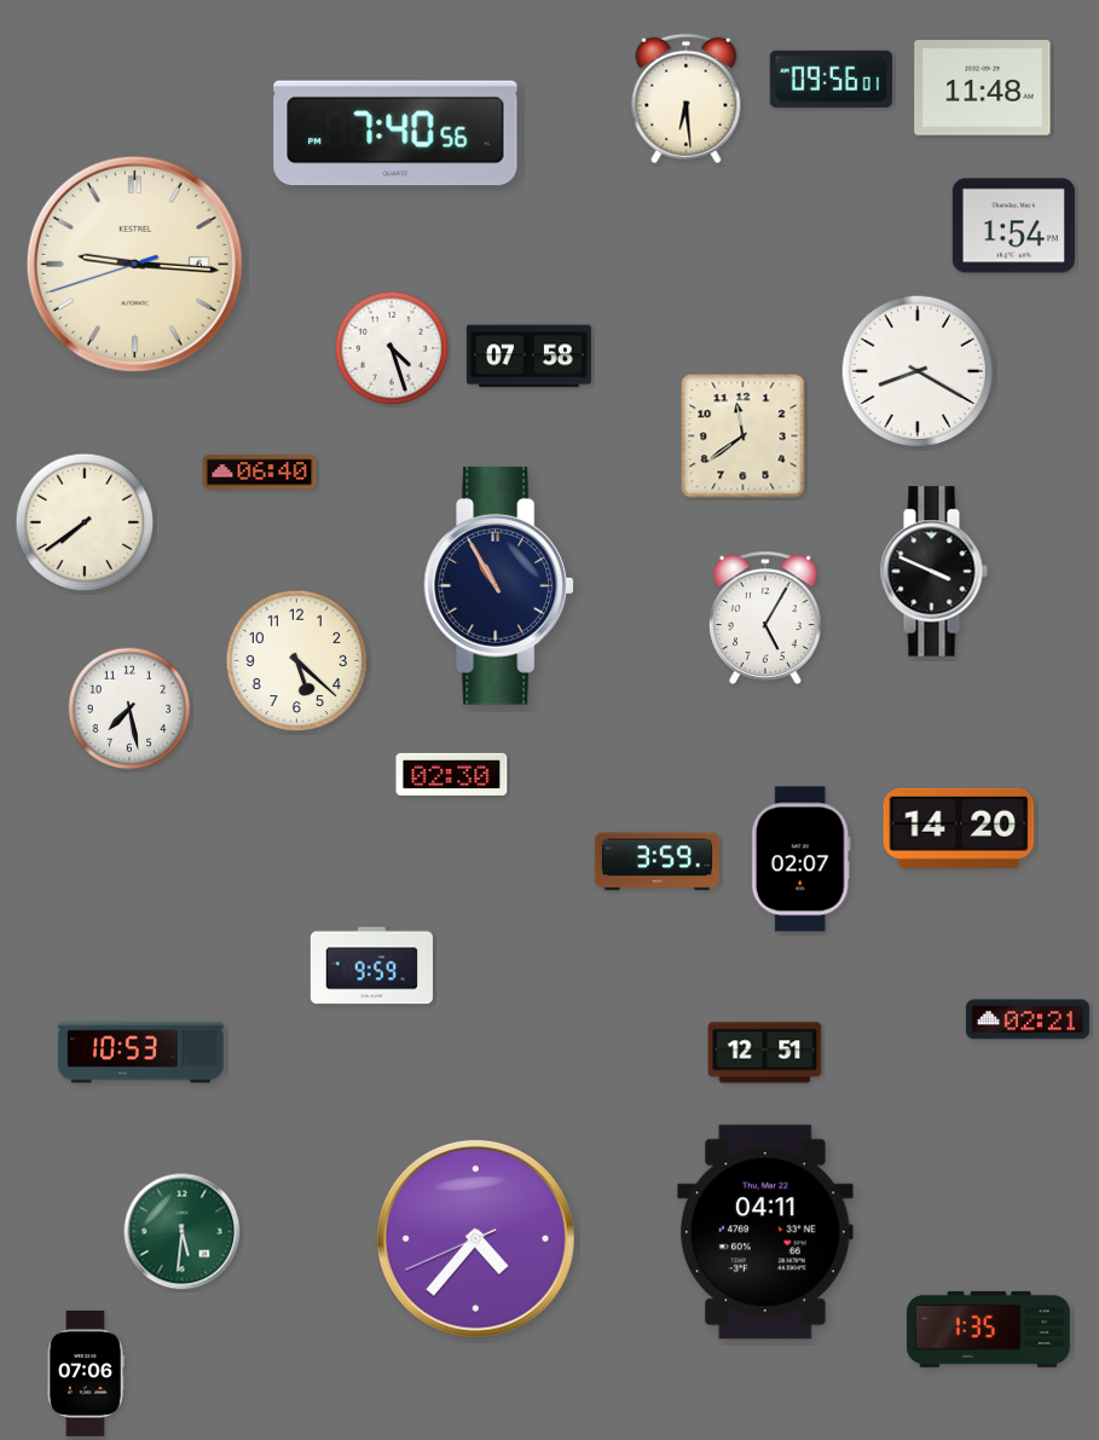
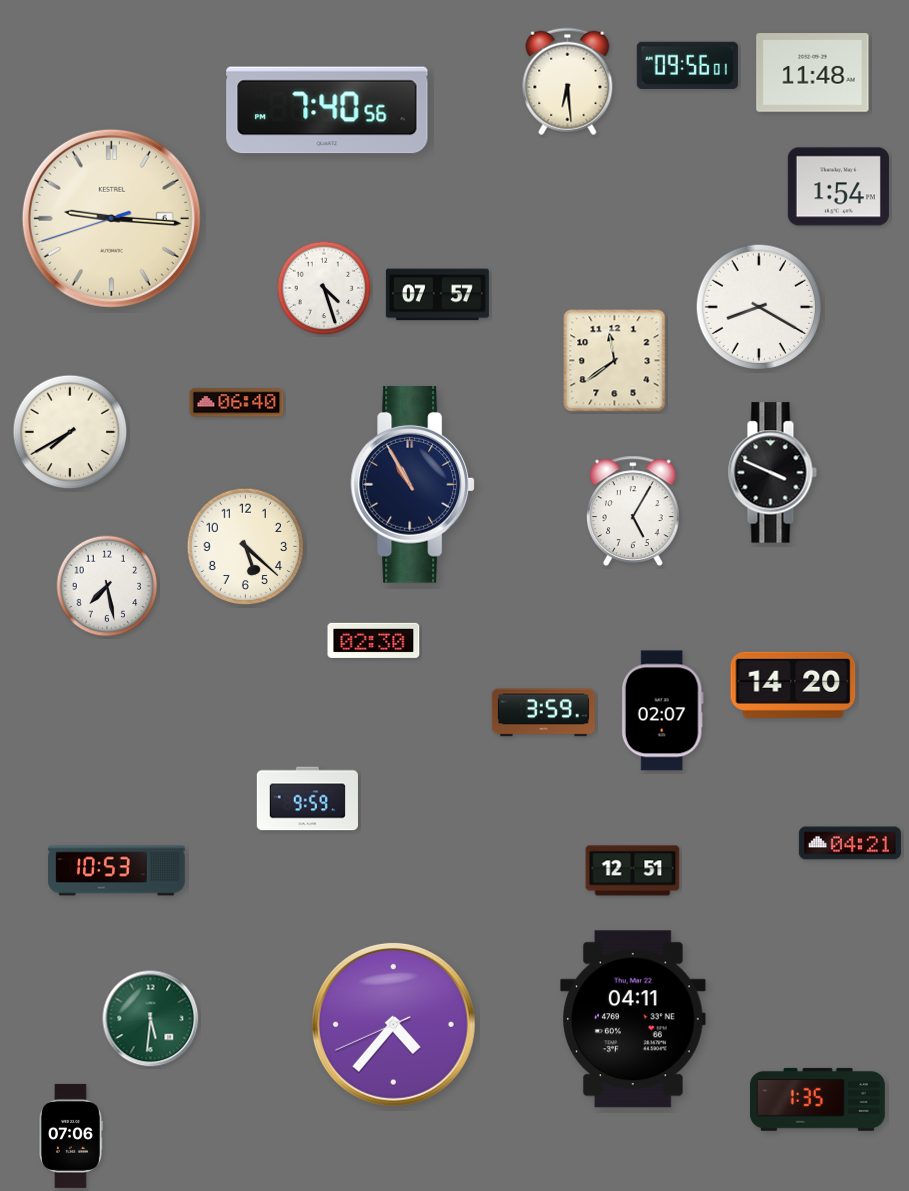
clock at (528, 357): 07:58 -> 07:57
clock at (260, 473) position: (260, 473) -> (237, 403)
clock at (85, 522): 7:39 -> 7:40
clock at (1028, 1019): 02:21 -> 04:21
